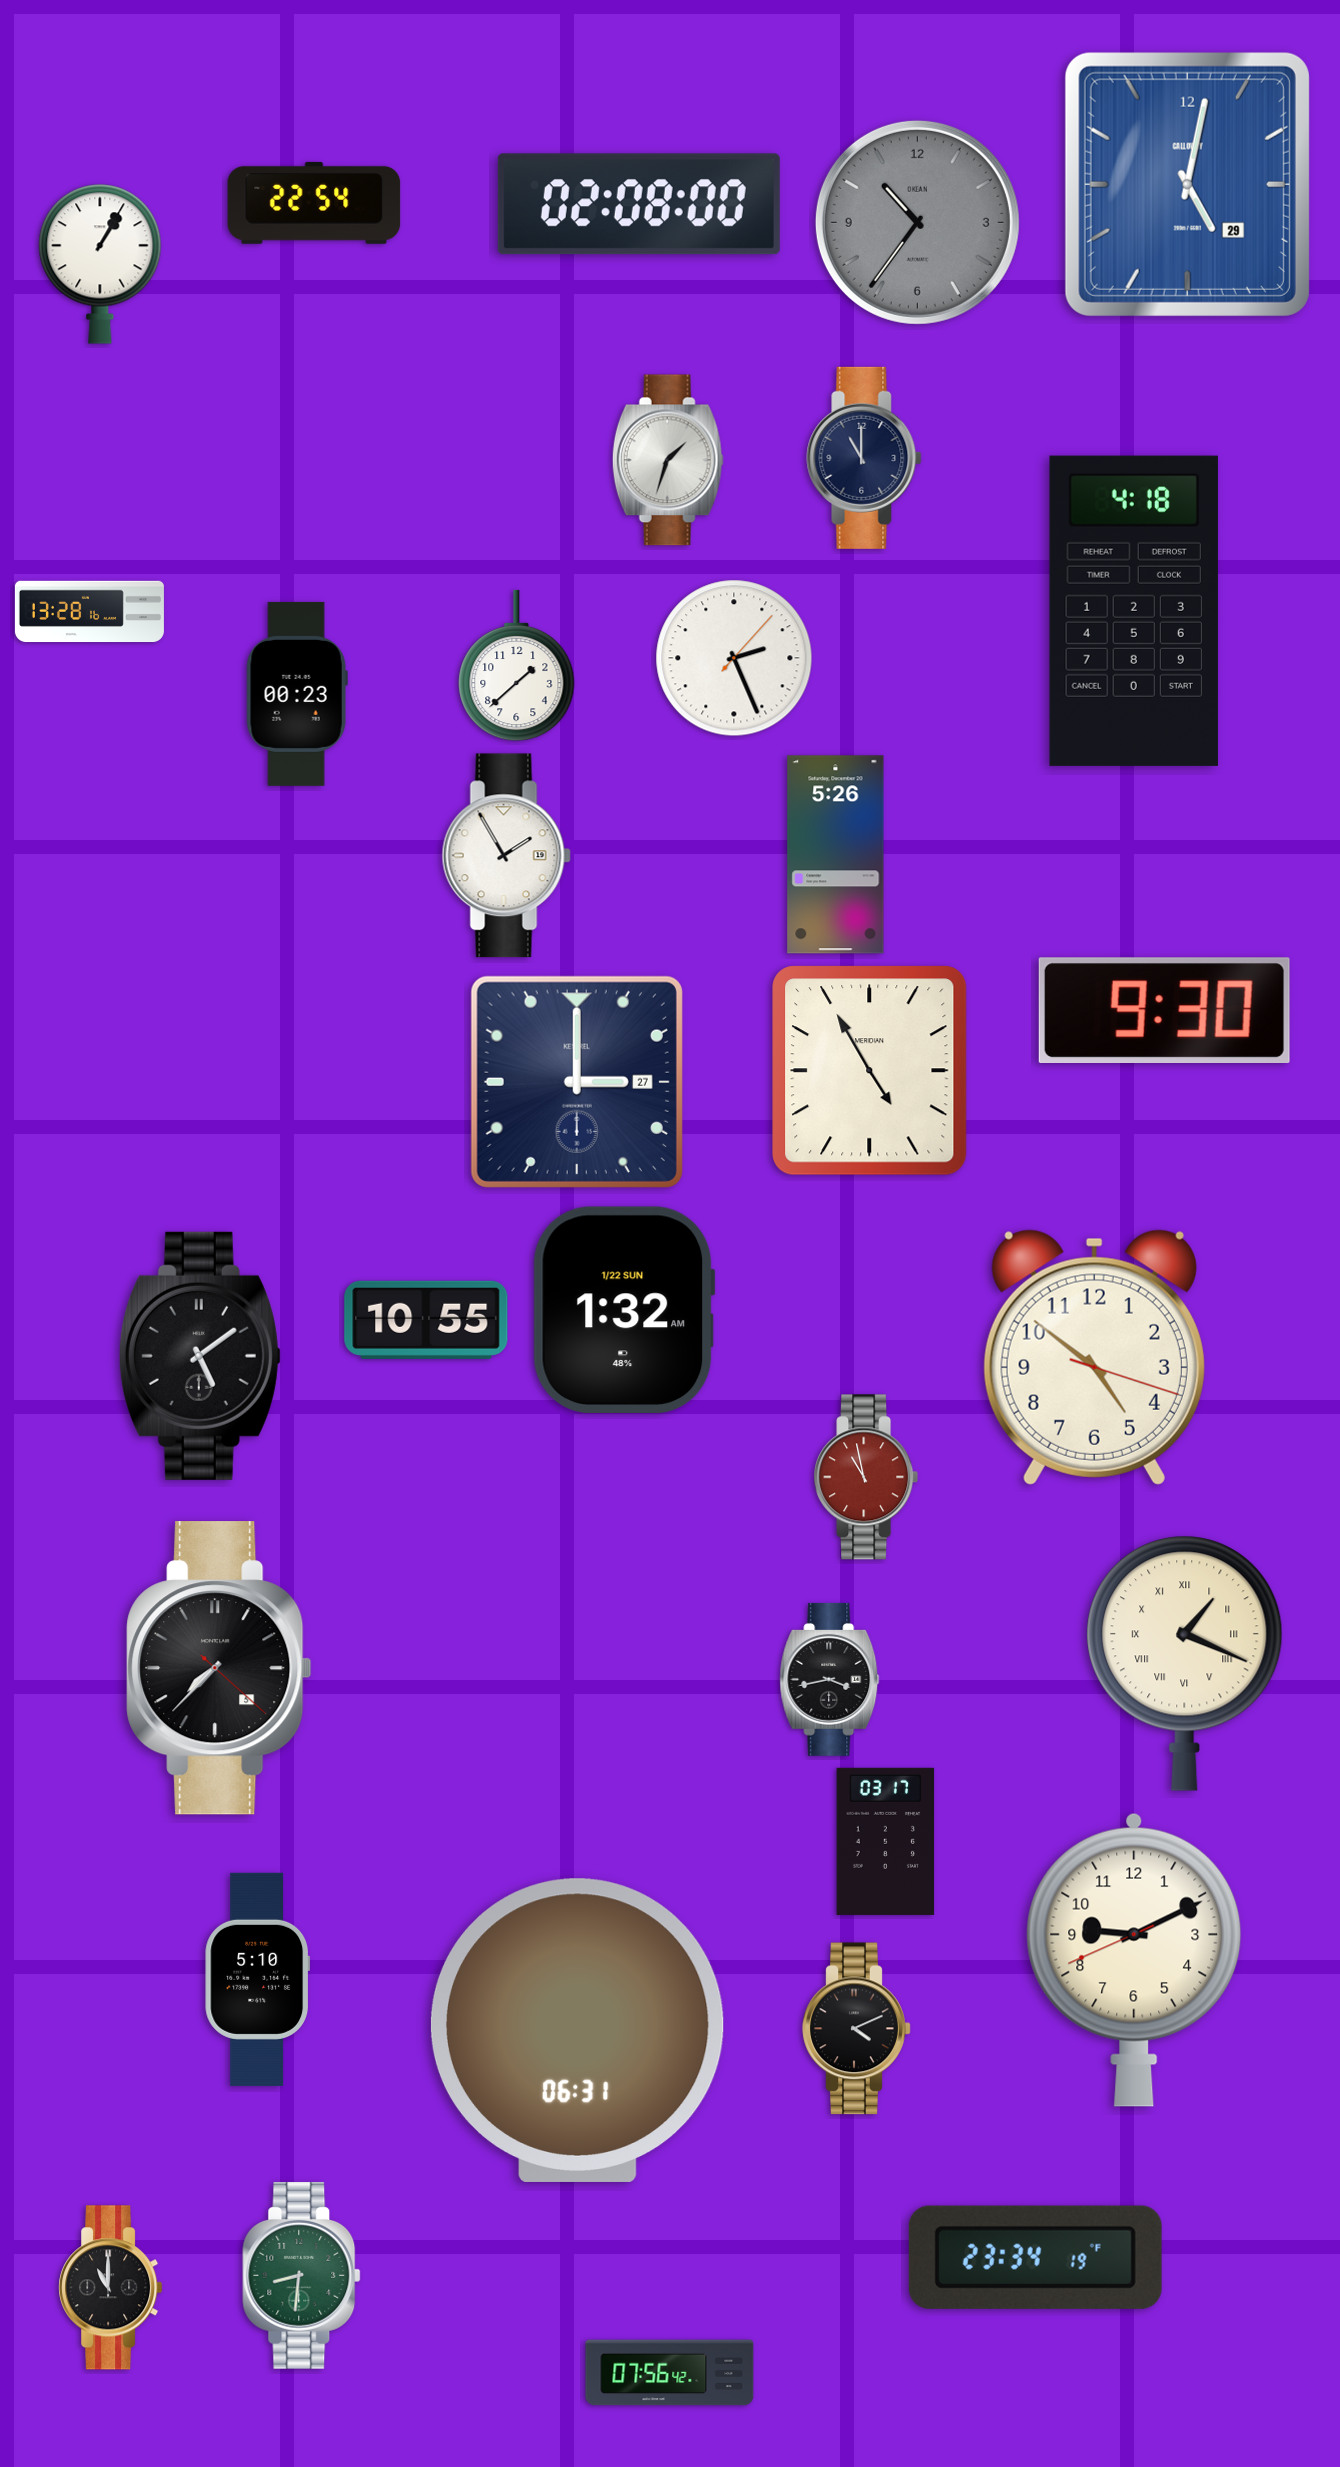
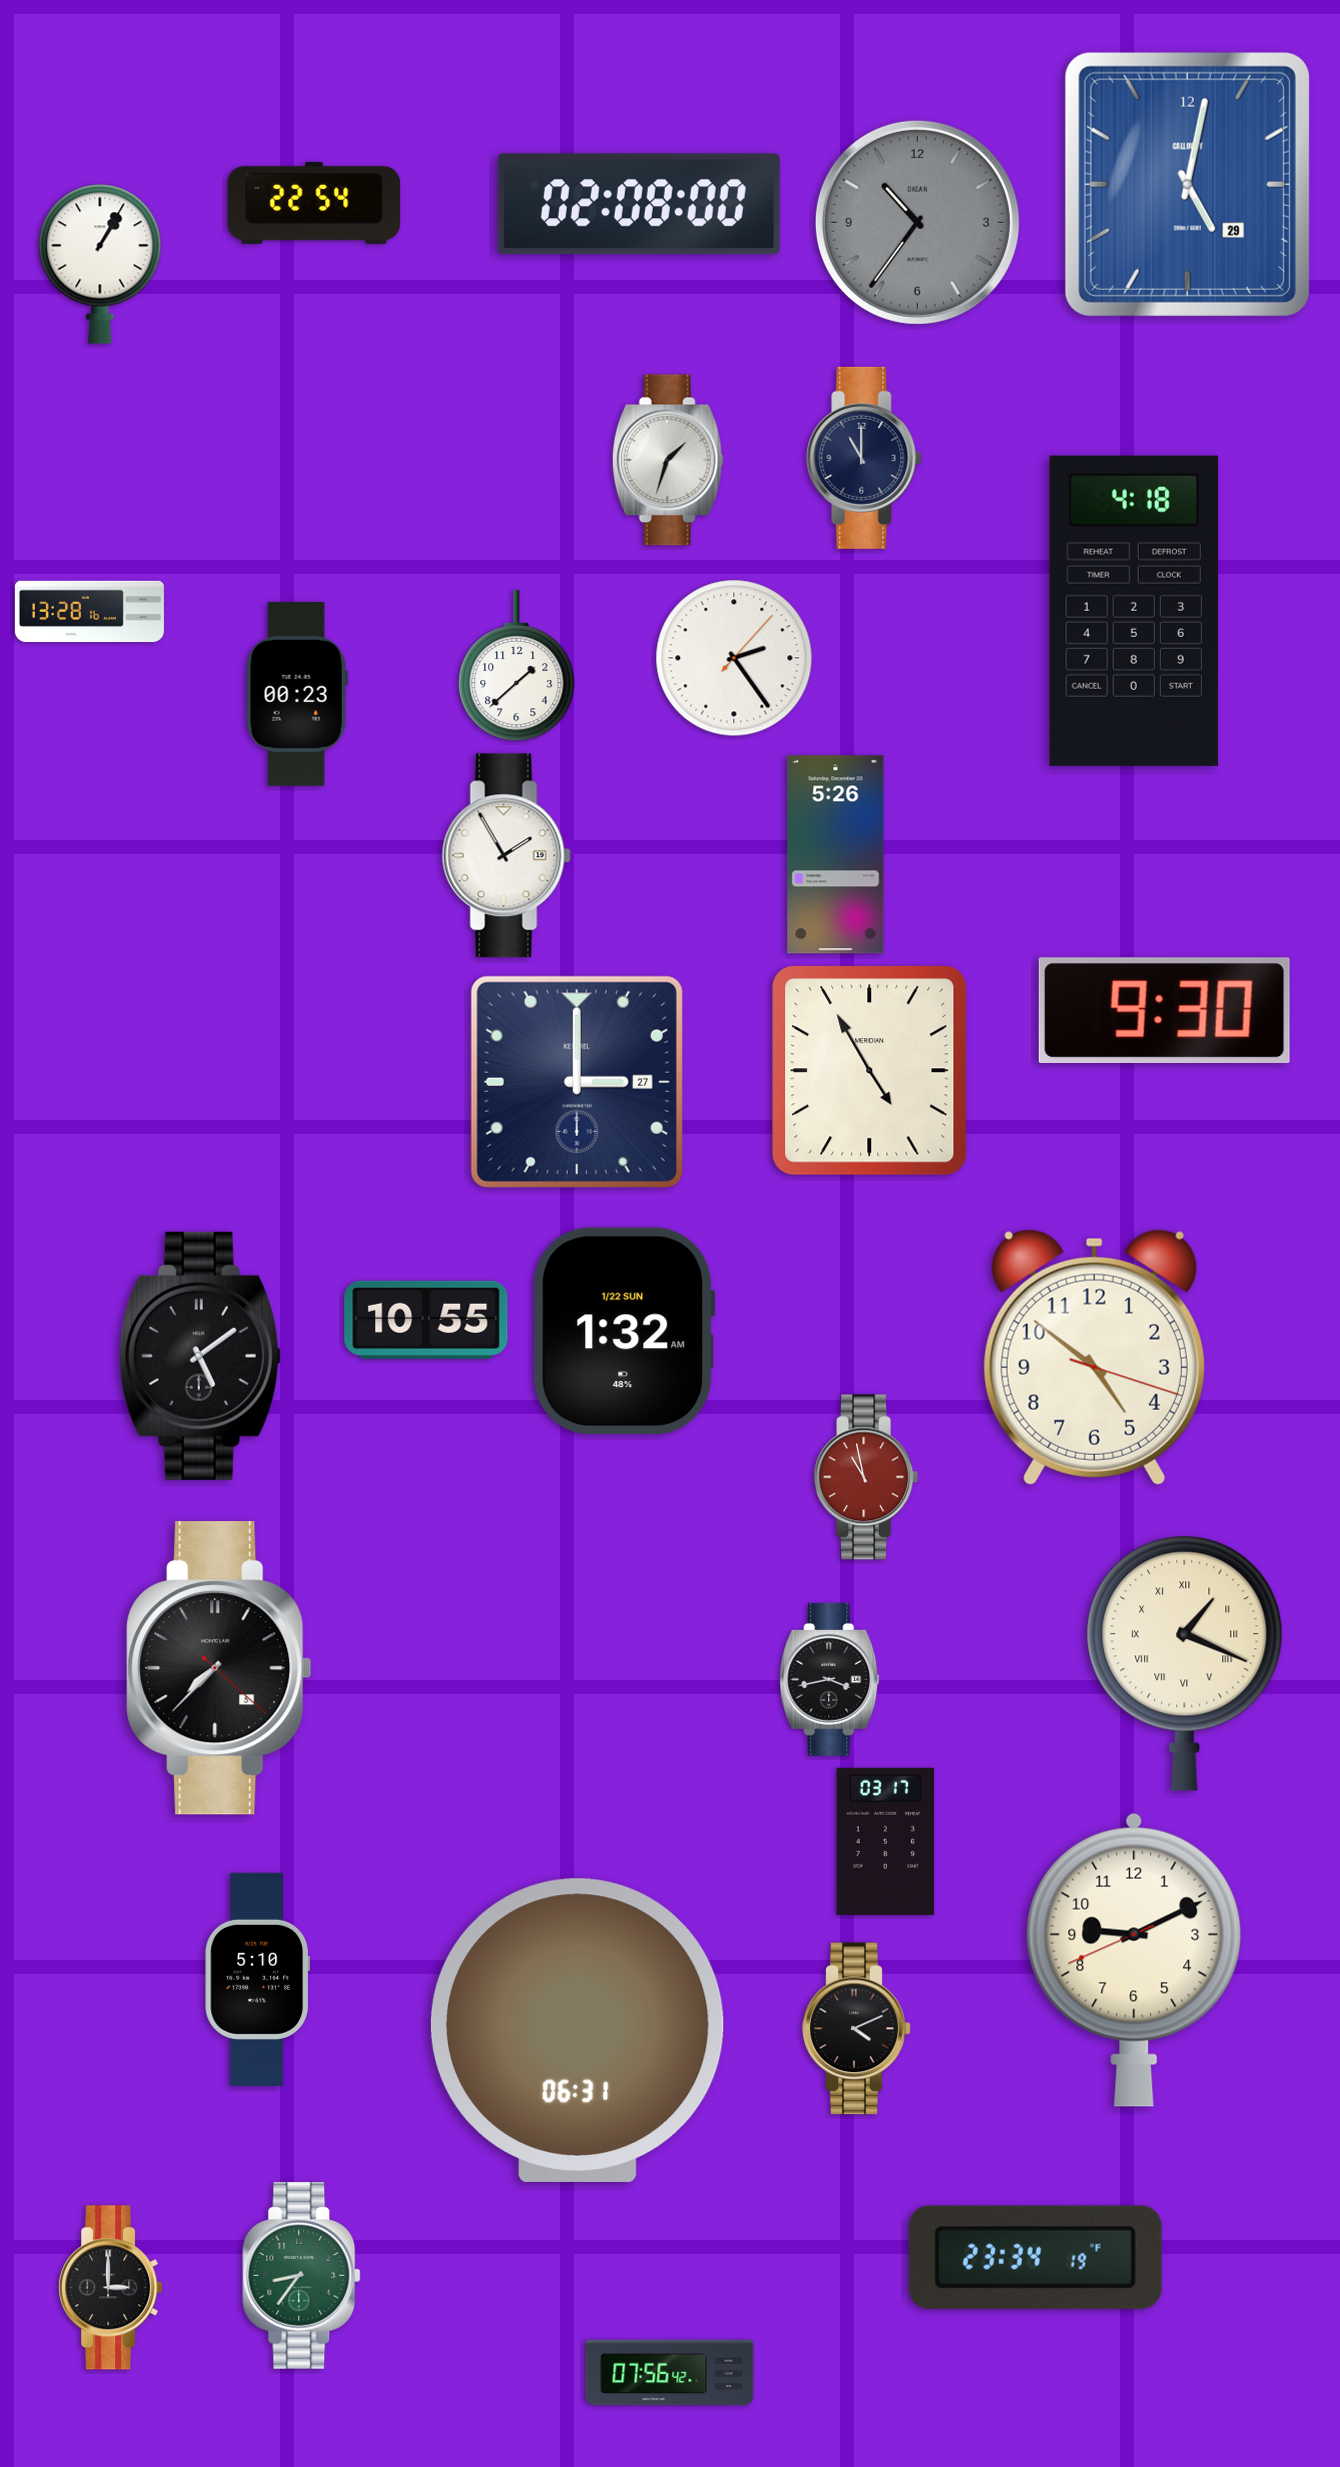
clock at (734, 658): 2:26 -> 2:24
clock at (624, 1310) position: (624, 1310) -> (624, 1331)
clock at (302, 2275): 8:31 -> 8:36
clock at (111, 2288): 11:00 -> 3:00
